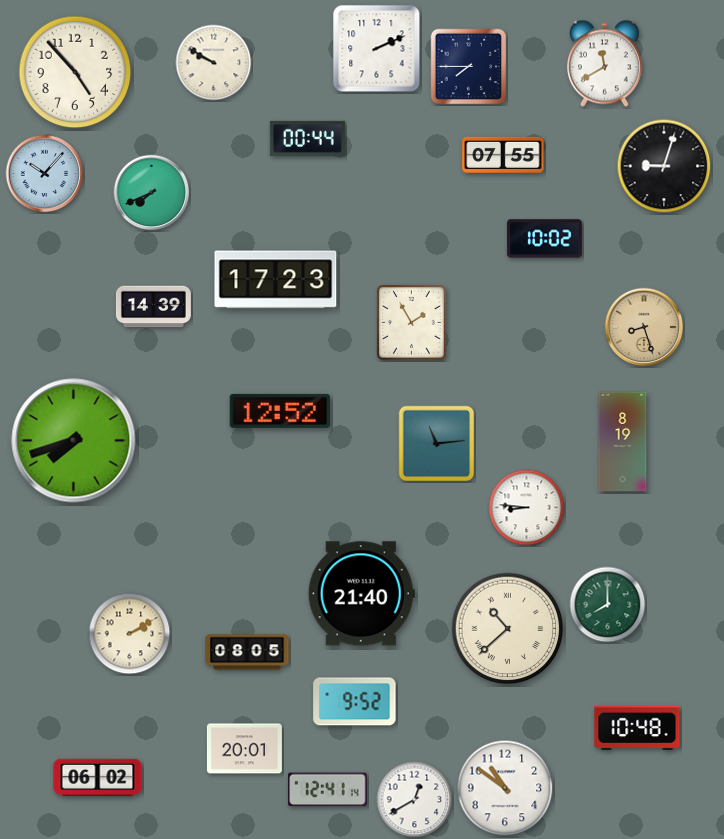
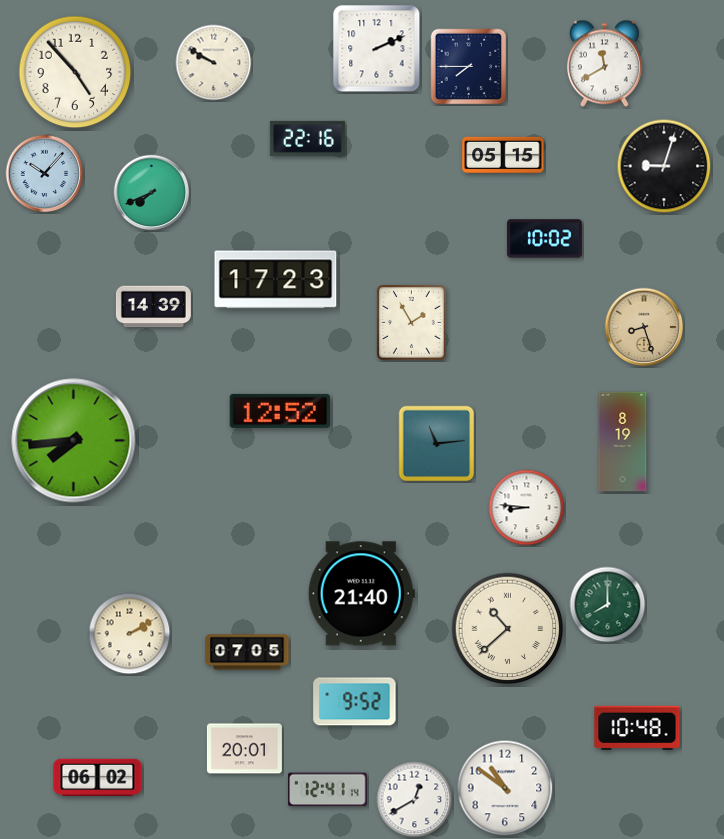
clock at (307, 138): 00:44 -> 22:16
clock at (503, 155): 07:55 -> 05:15
clock at (74, 441): 7:42 -> 7:44
clock at (247, 652): 08:05 -> 07:05
